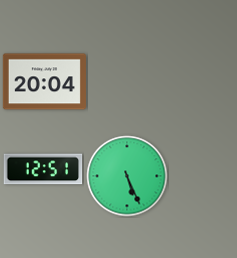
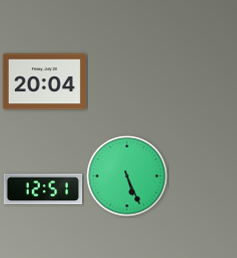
clock at (43, 169) position: (43, 169) -> (43, 189)
